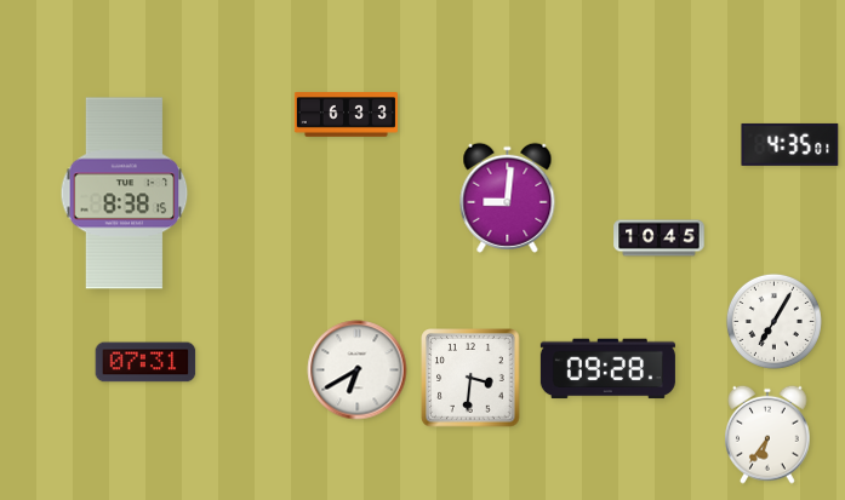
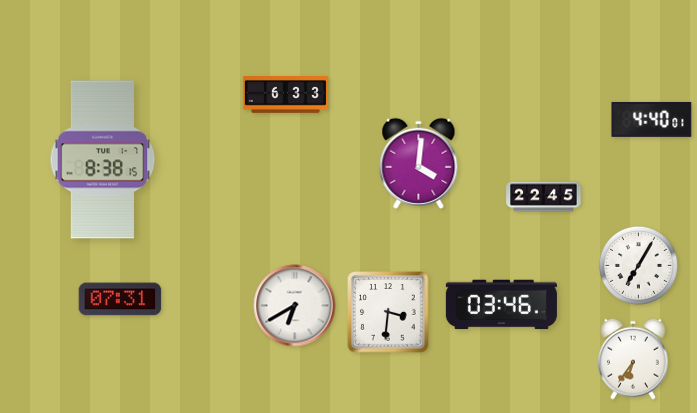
clock at (790, 144): 4:35 -> 4:40
clock at (508, 197): 9:01 -> 4:01
clock at (660, 238): 10:45 -> 22:45
clock at (607, 369): 09:28 -> 03:46
